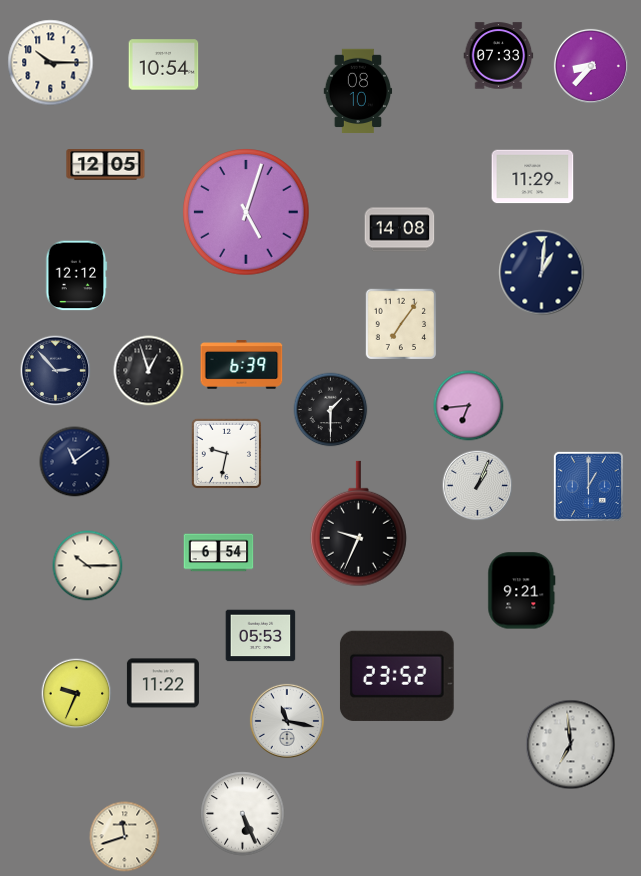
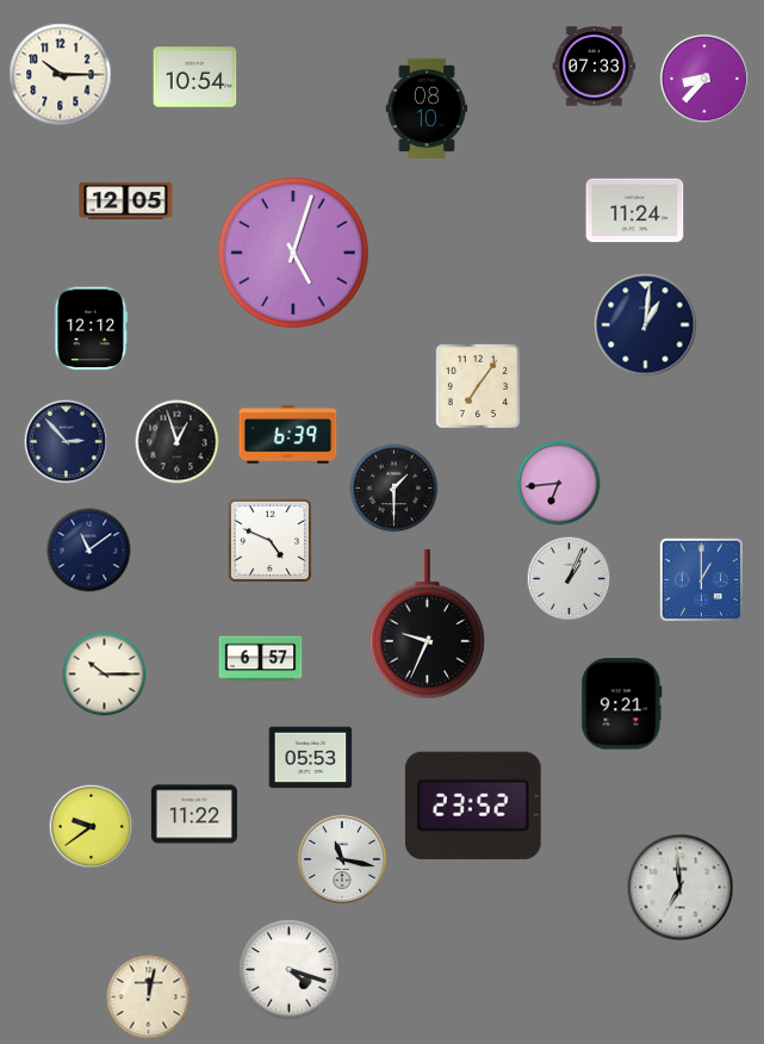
clock at (106, 165) position: (106, 165) -> (126, 201)
clock at (533, 177): 11:29 -> 11:24
clock at (400, 230): 14:08 -> none
clock at (226, 453): 9:32 -> 4:49
clock at (219, 553): 6:54 -> 6:57
clock at (77, 694): 9:34 -> 9:39
clock at (243, 814): 5:26 -> 4:18
clock at (125, 837): 11:42 -> 12:02
